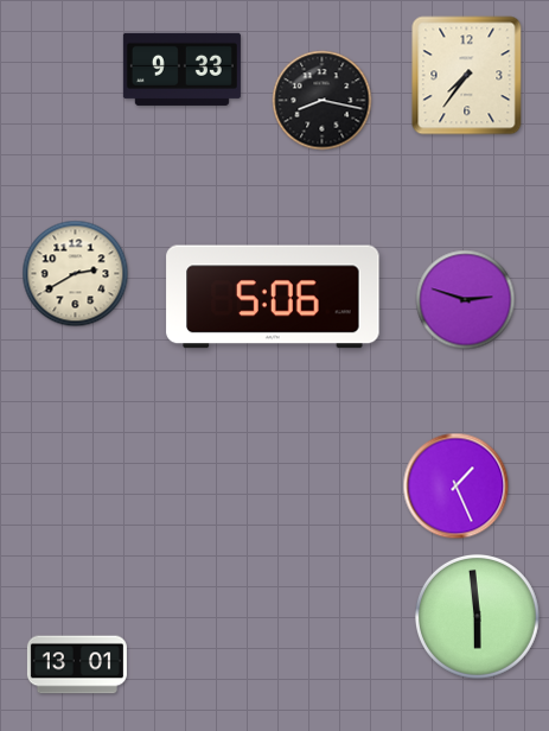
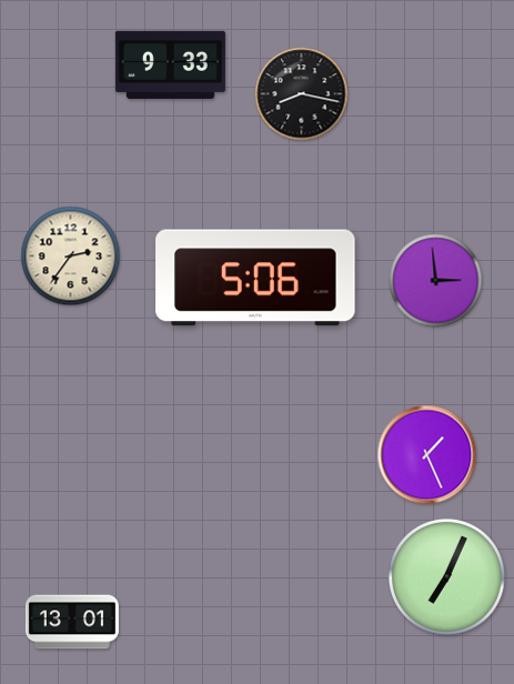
clock at (467, 76): 7:36 -> none
clock at (76, 274): 2:40 -> 2:36
clock at (466, 300): 2:48 -> 2:59
clock at (477, 616): 5:59 -> 7:04
